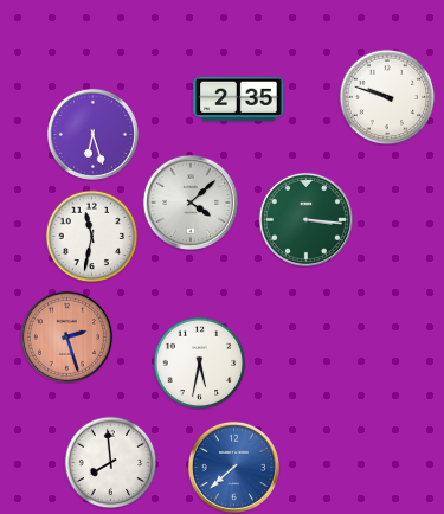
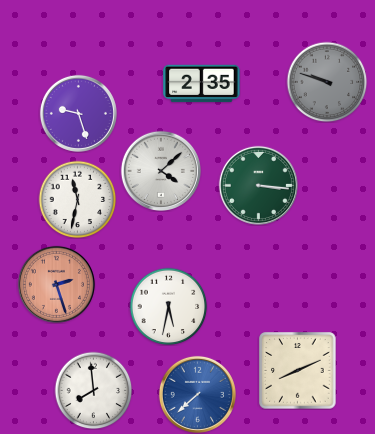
clock at (387, 97) dial: white -> grey
clock at (92, 134): 6:27 -> 9:27
clock at (298, 371): none -> 8:11
